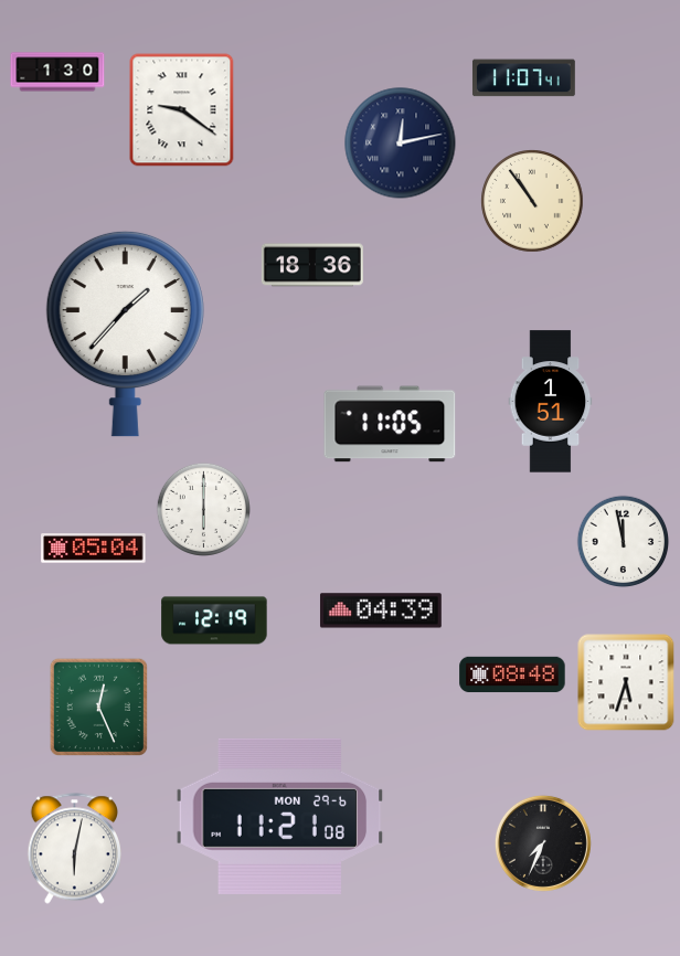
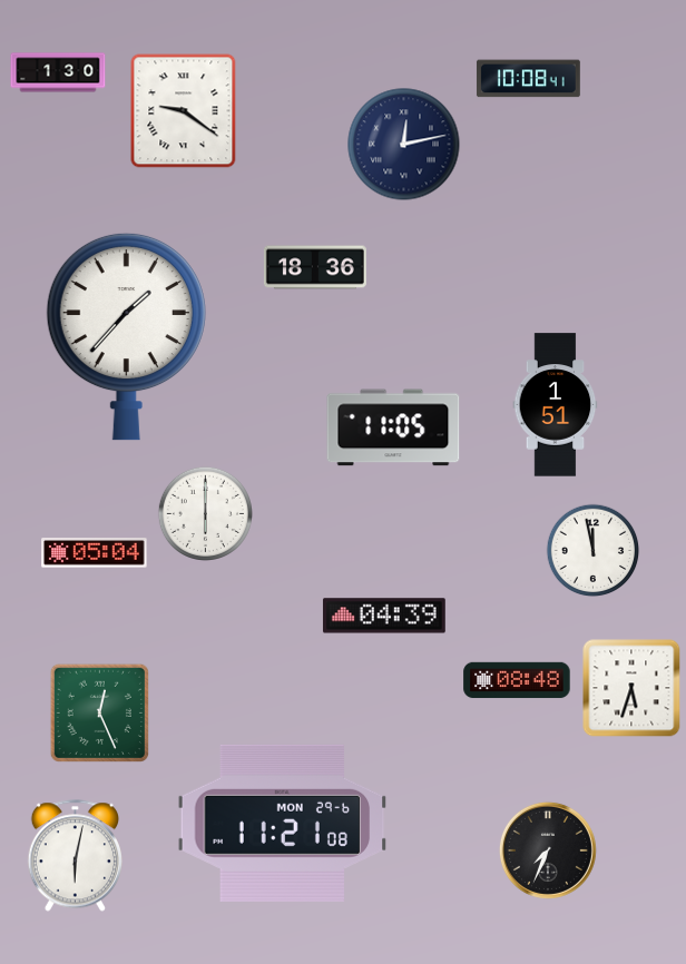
clock at (523, 78): 11:07 -> 10:08
clock at (532, 201): 10:54 -> none
clock at (624, 542) position: (624, 542) -> (594, 551)
clock at (214, 620): 12:19 -> none
